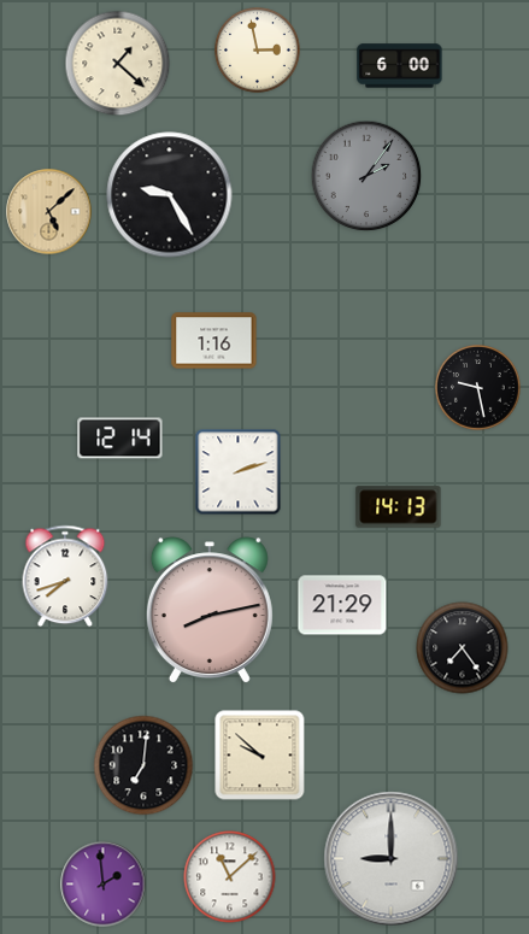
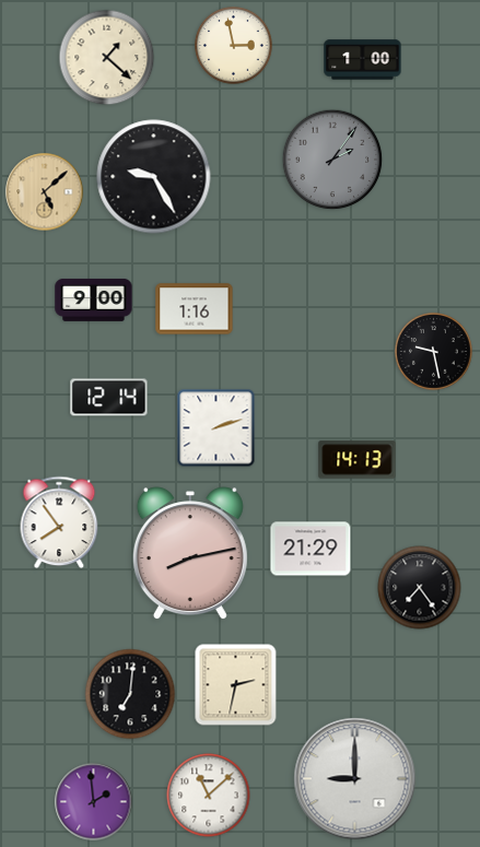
clock at (400, 66): 6:00 -> 1:00
clock at (94, 301): none -> 9:00
clock at (399, 507) position: (399, 507) -> (358, 460)
clock at (65, 576): 7:42 -> 7:54
clock at (260, 756): 9:52 -> 2:32
